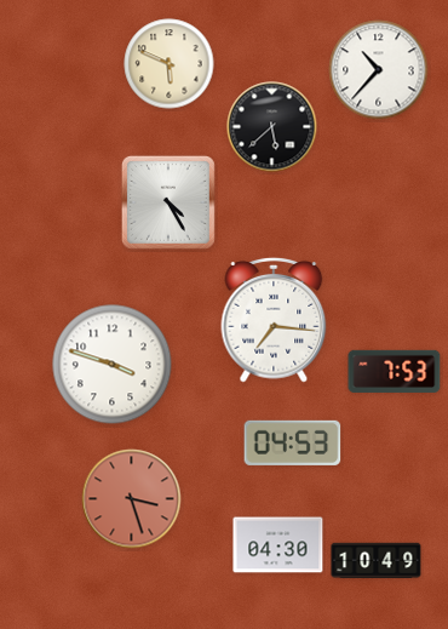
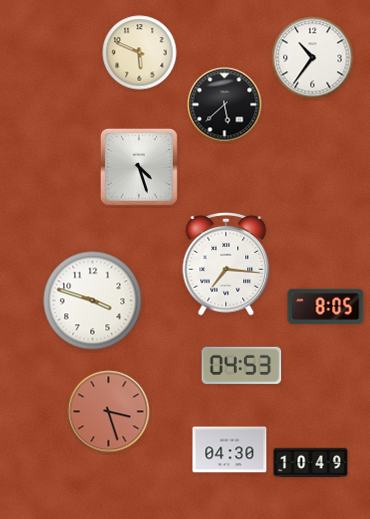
clock at (379, 70): 10:37 -> 10:36
clock at (168, 202): 4:25 -> 4:27
clock at (395, 371): 7:53 -> 8:05
